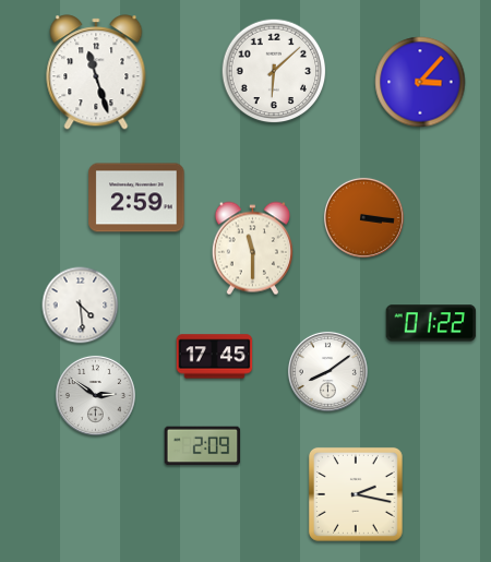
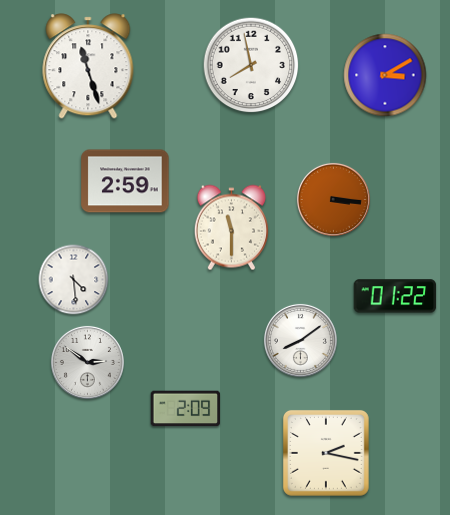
clock at (274, 71): 6:08 -> 7:58
clock at (420, 82): 3:07 -> 3:10
clock at (215, 357): 17:45 -> none
